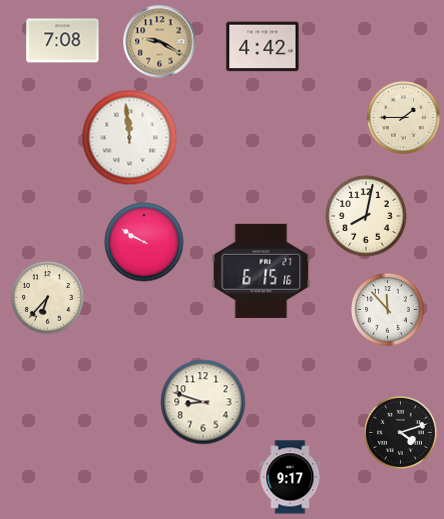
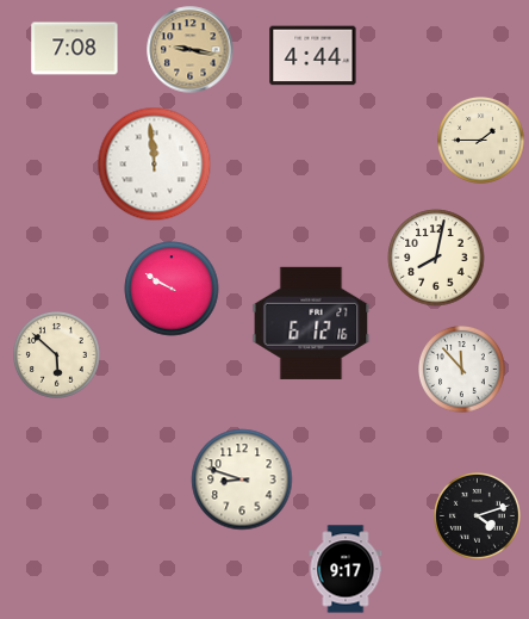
clock at (160, 42): 9:20 -> 9:17
clock at (263, 47): 4:42 -> 4:44
clock at (261, 271): 6:15 -> 6:12
clock at (48, 298): 6:37 -> 5:52
